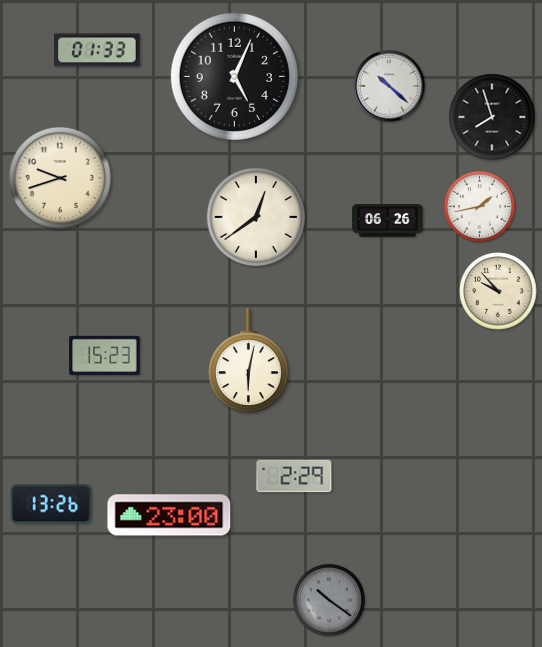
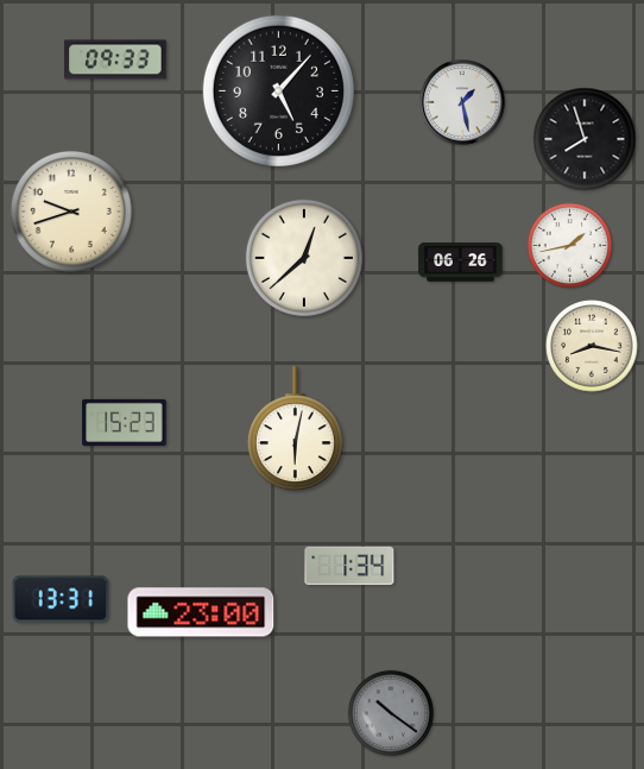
clock at (97, 50): 01:33 -> 09:33
clock at (234, 76): 5:04 -> 5:07
clock at (389, 86): 10:22 -> 1:28
clock at (255, 216): 12:39 -> 12:38
clock at (498, 291): 9:53 -> 8:17
clock at (294, 476): 2:29 -> 1:34
clock at (51, 504): 13:26 -> 13:31
